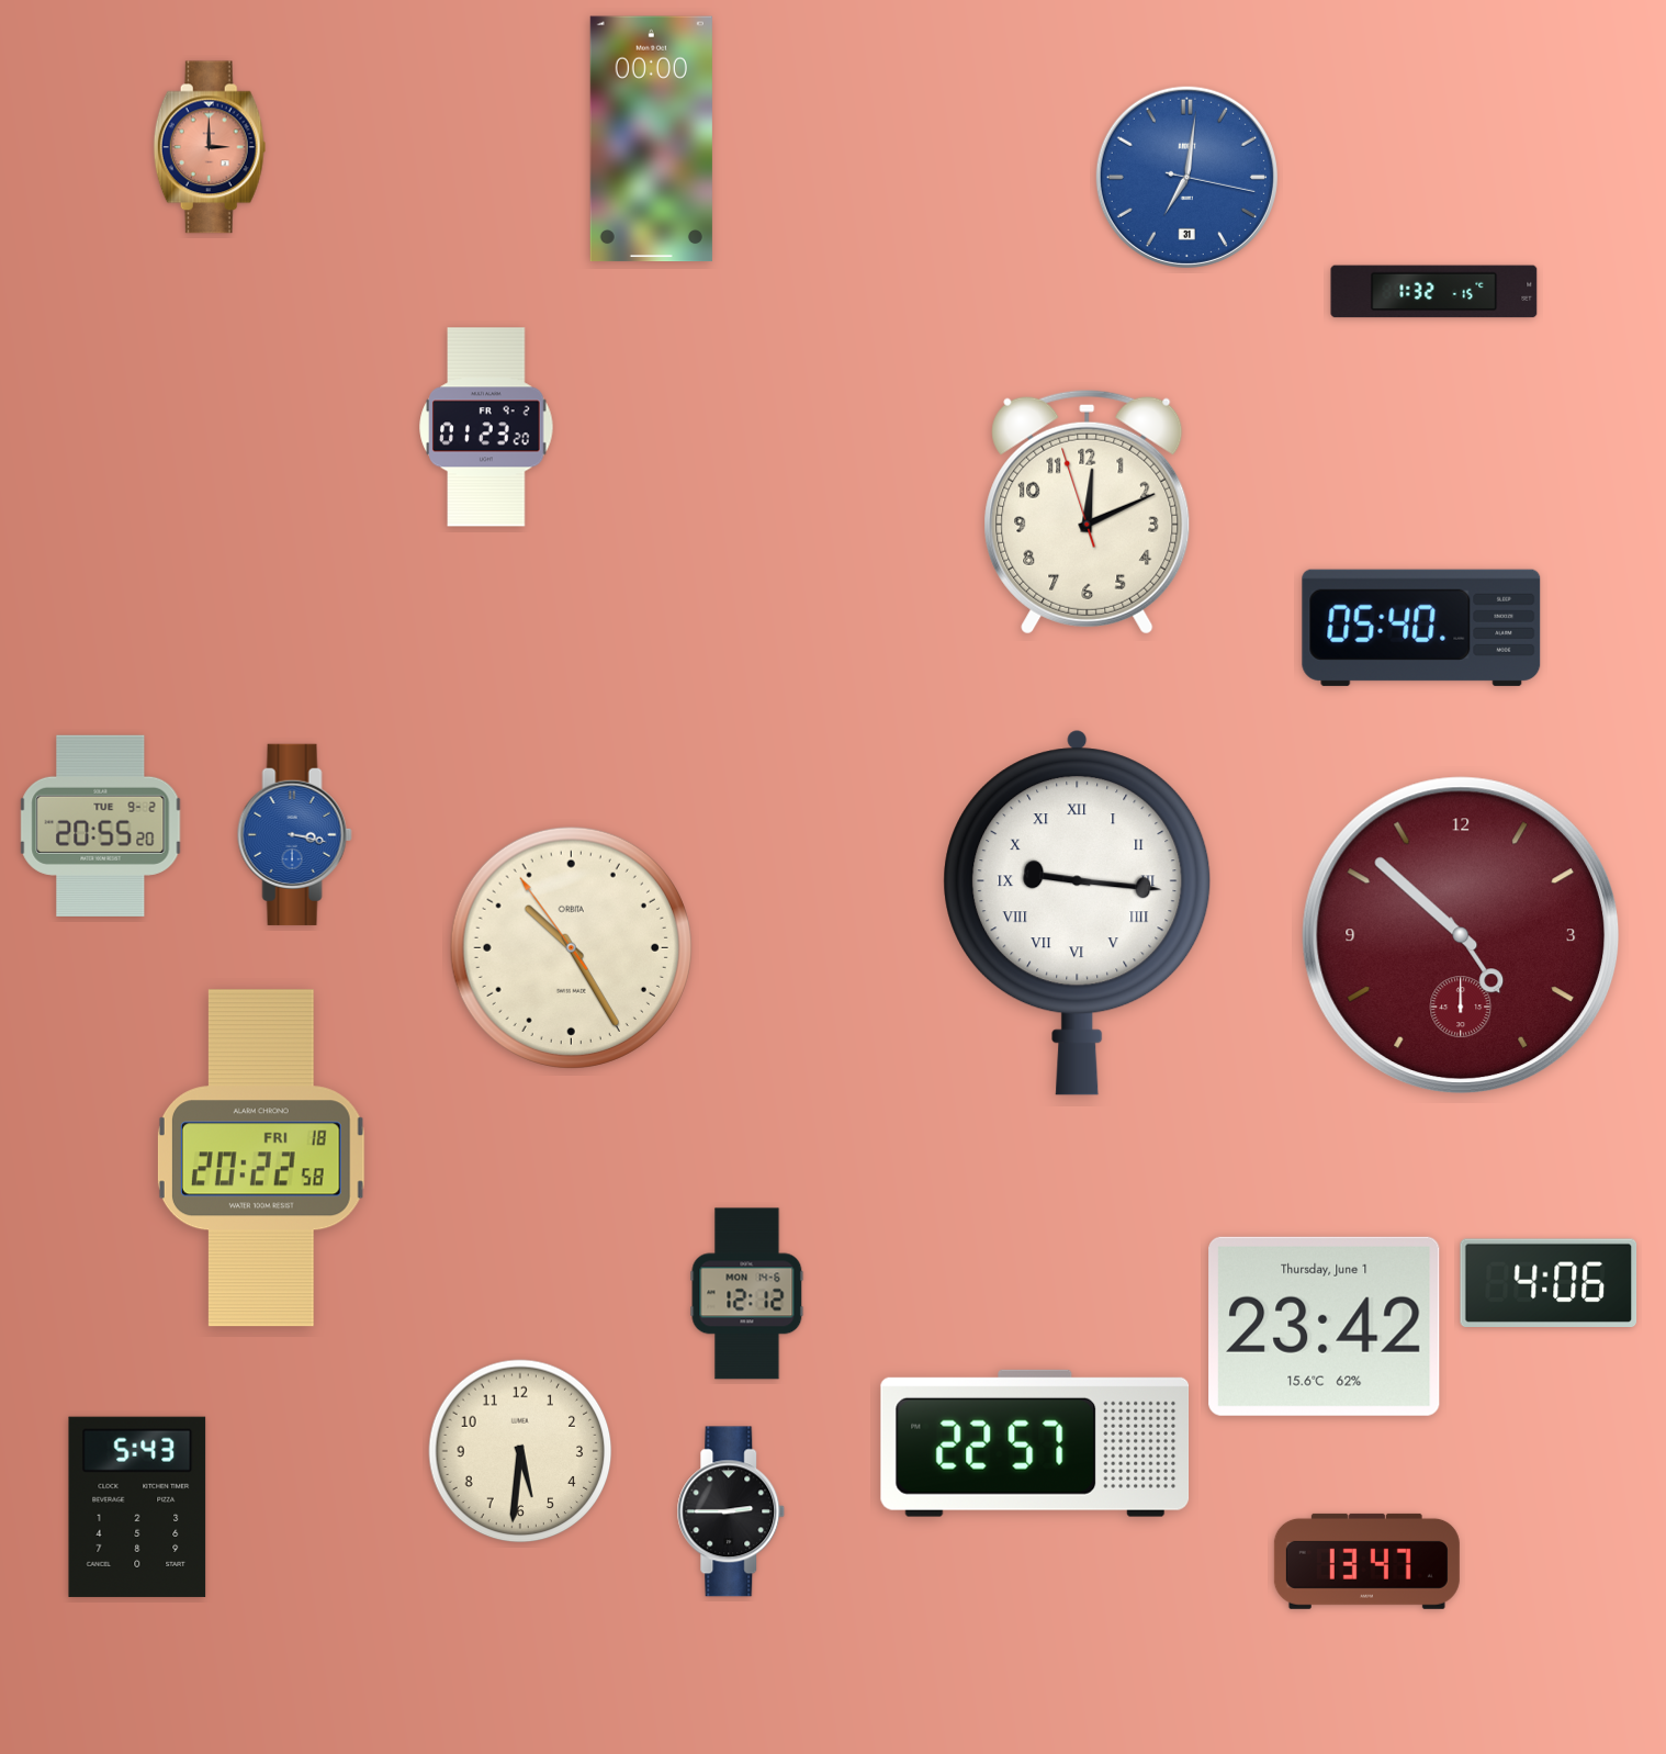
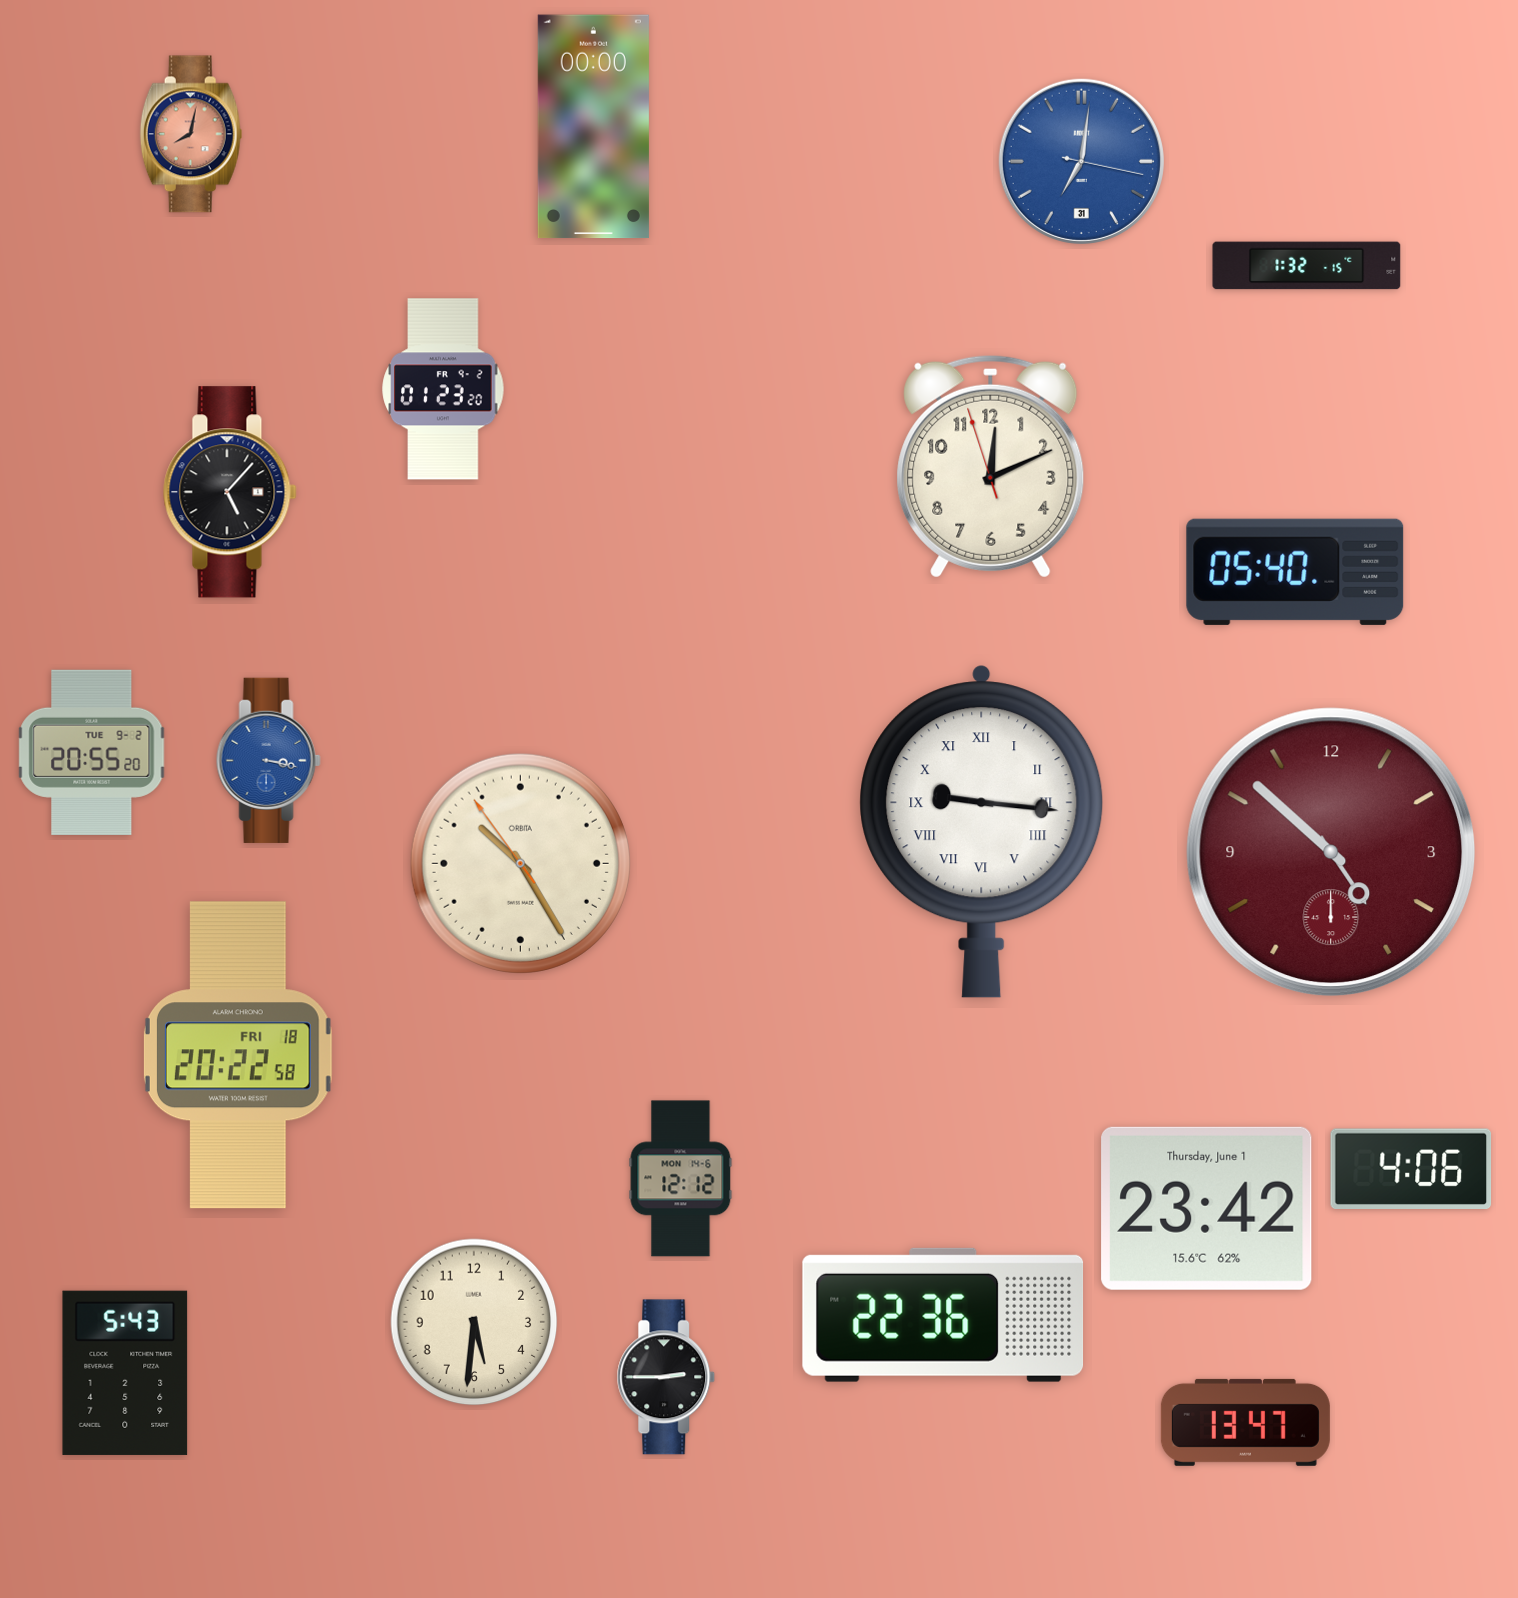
clock at (210, 147): 3:00 -> 8:02
clock at (230, 492): none -> 5:07
clock at (1035, 1443): 22:57 -> 22:36
